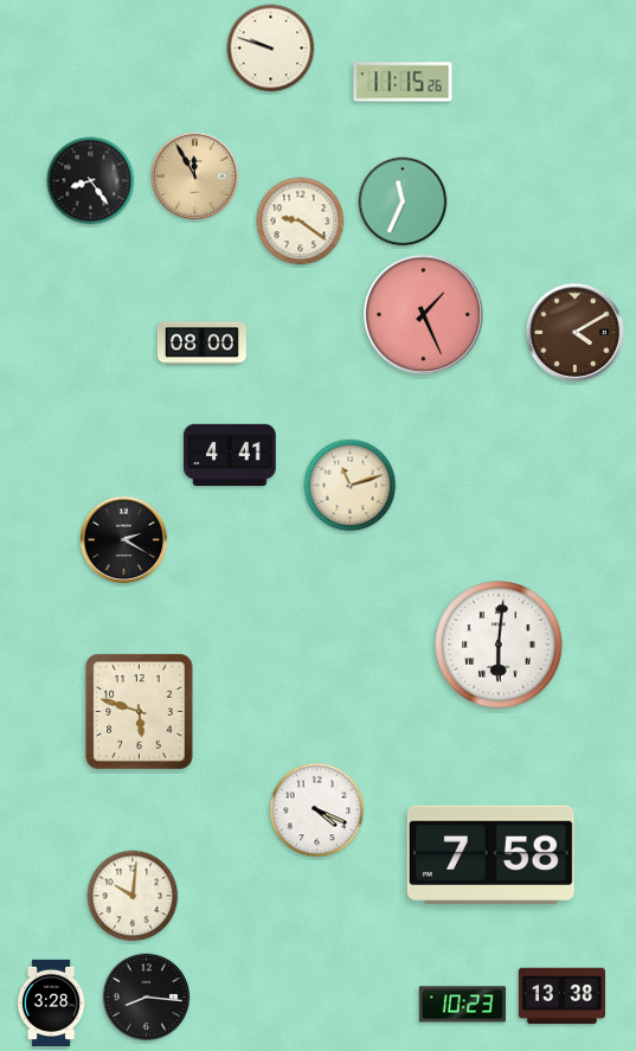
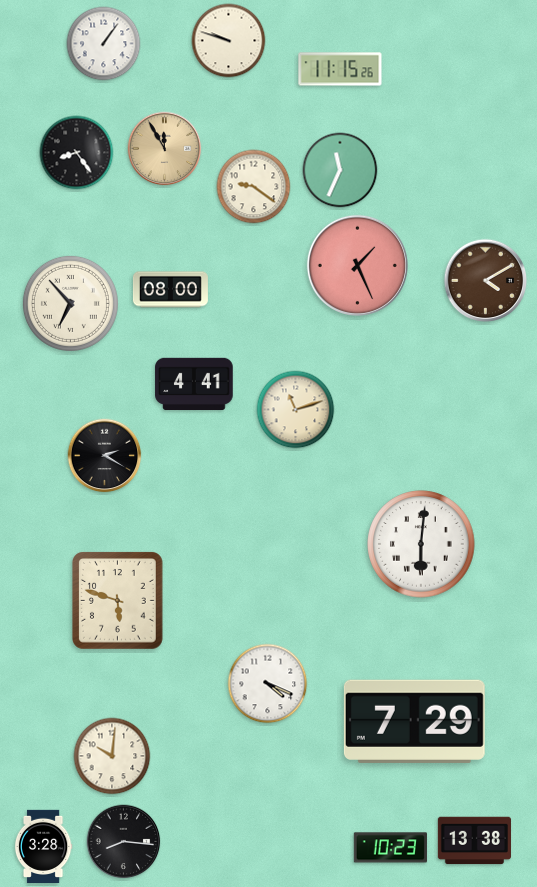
clock at (104, 44): none -> 1:06
clock at (70, 303): none -> 6:53
clock at (490, 854): 7:58 -> 7:29
